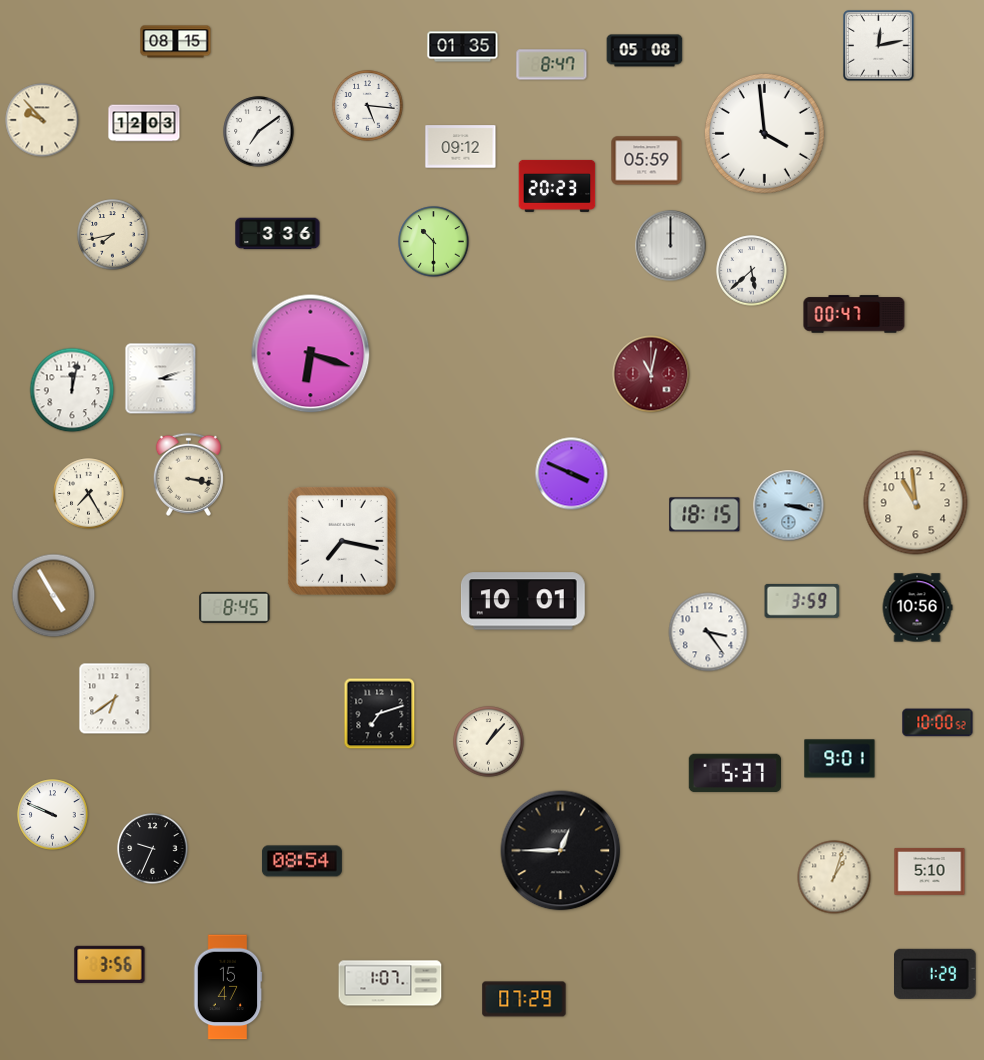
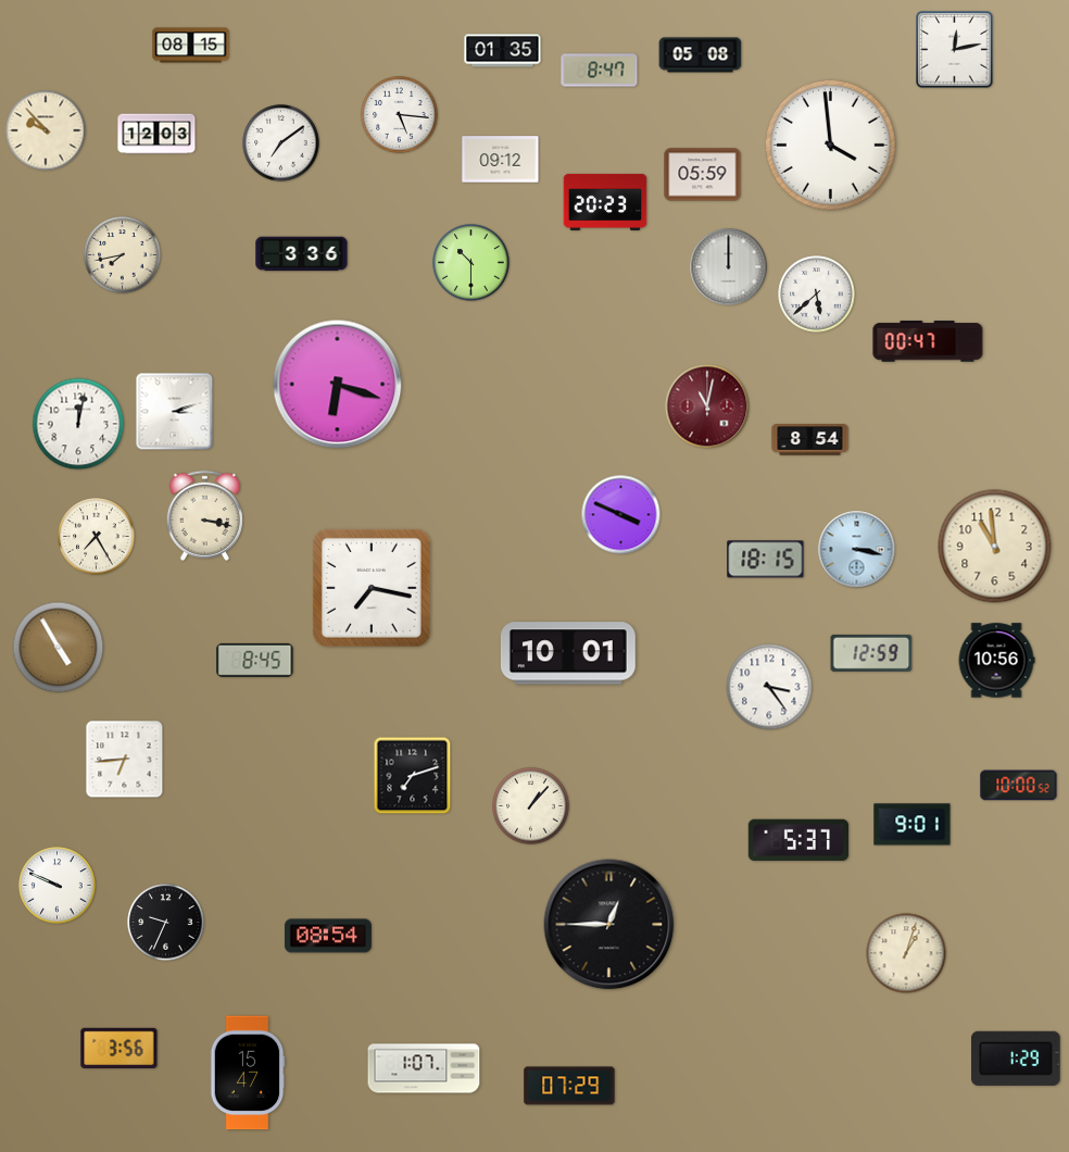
clock at (810, 440): none -> 8:54
clock at (802, 601): 3:59 -> 12:59
clock at (115, 699): 6:39 -> 6:44
clock at (930, 872): 5:10 -> none
